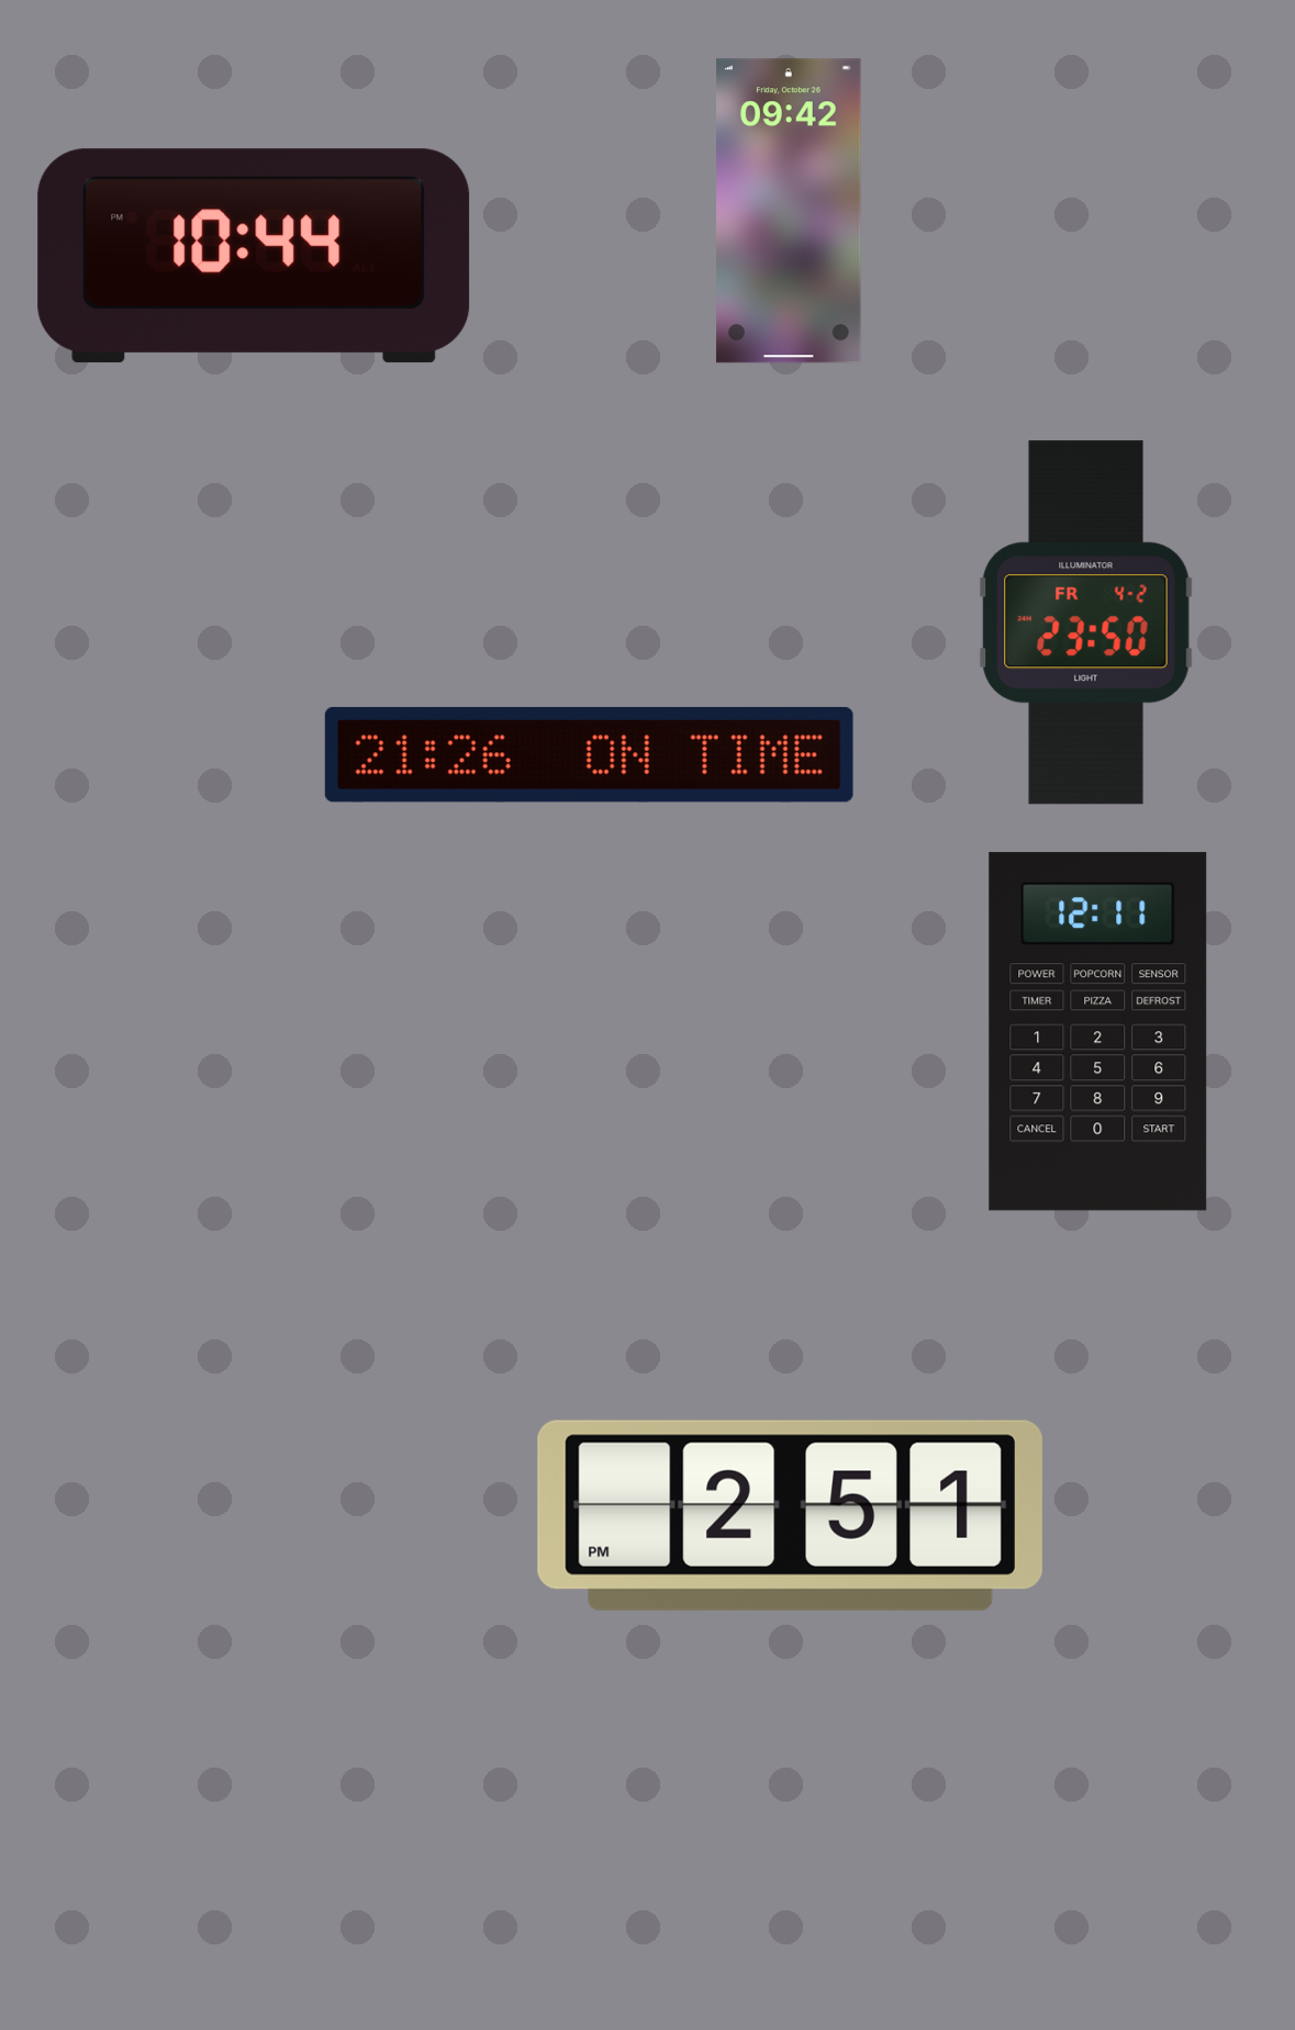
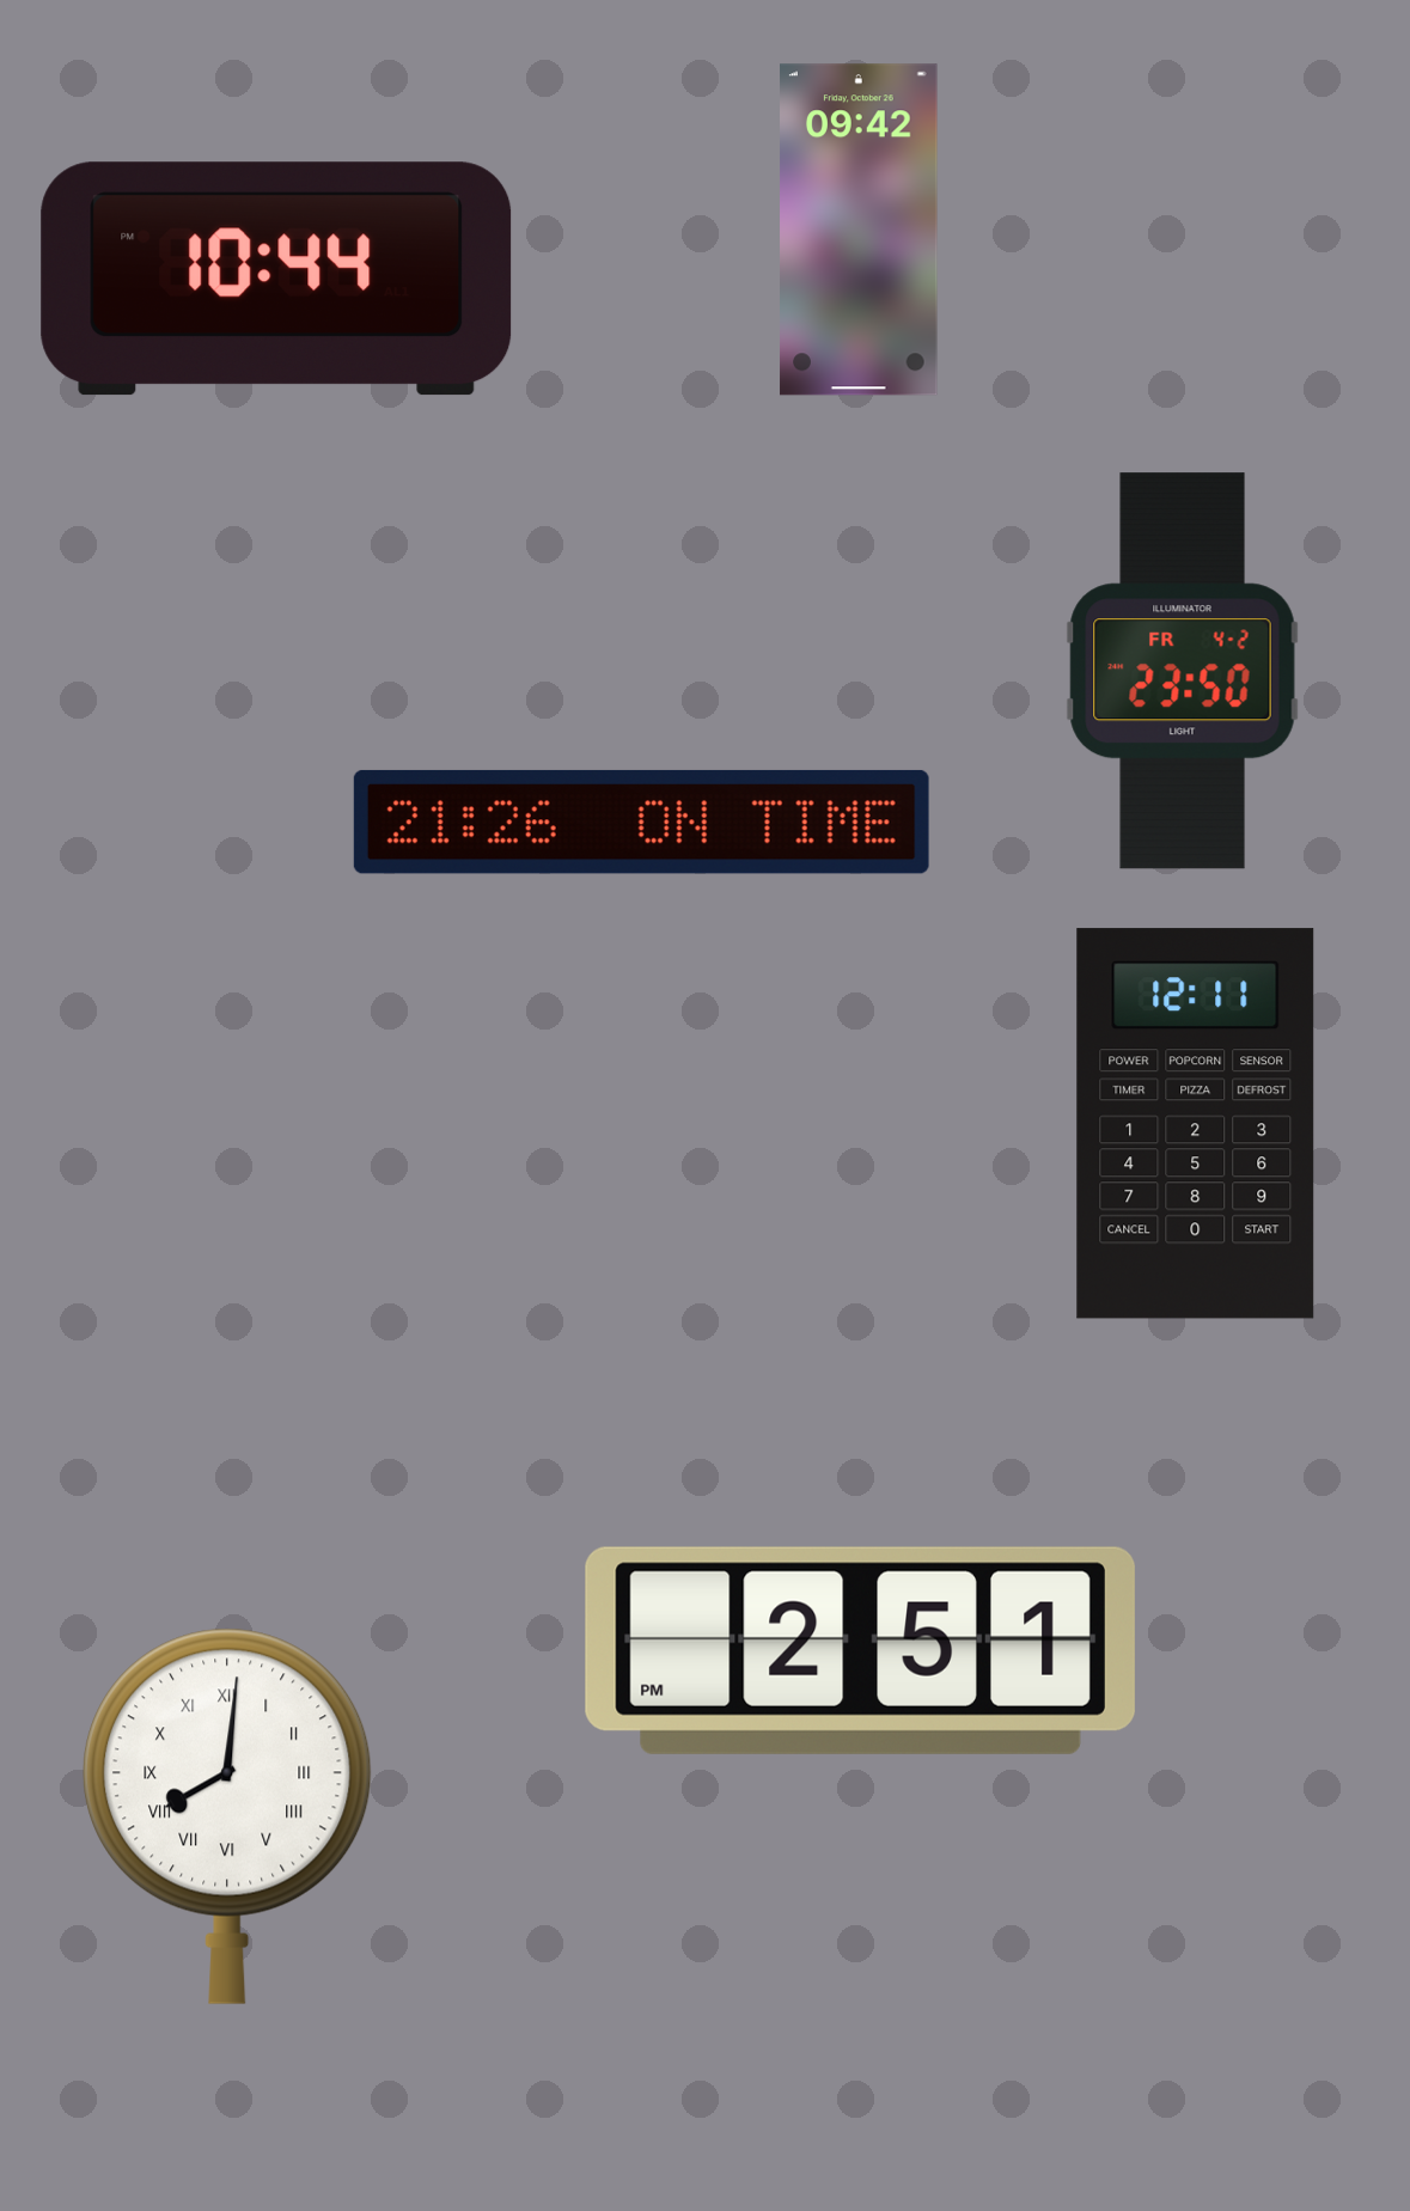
clock at (1086, 623) position: (1086, 623) -> (1183, 671)
clock at (227, 1816): none -> 8:01
